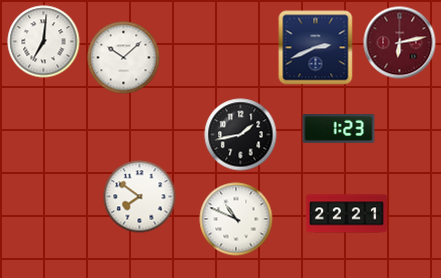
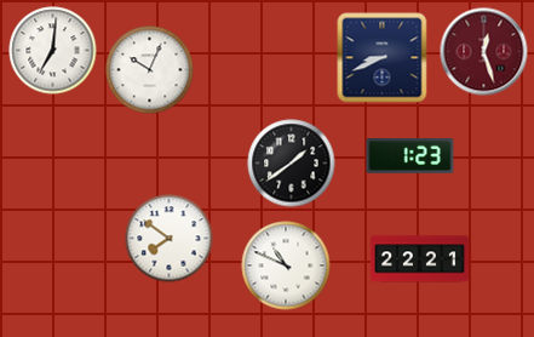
clock at (400, 43): 6:13 -> 12:27
clock at (316, 48): 2:41 -> 8:41
clock at (124, 58): 10:08 -> 10:04
clock at (241, 135): 1:43 -> 1:39
